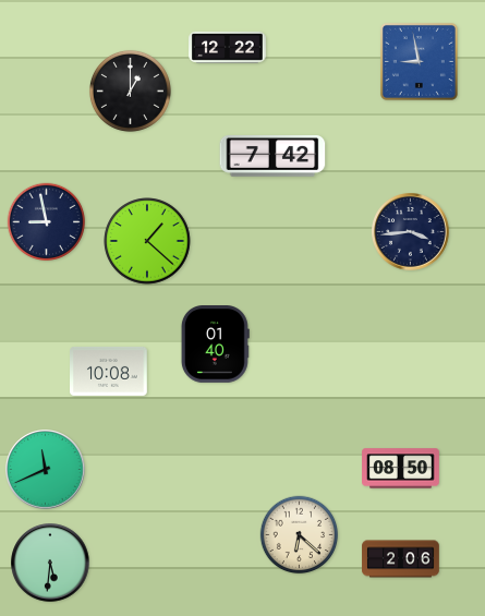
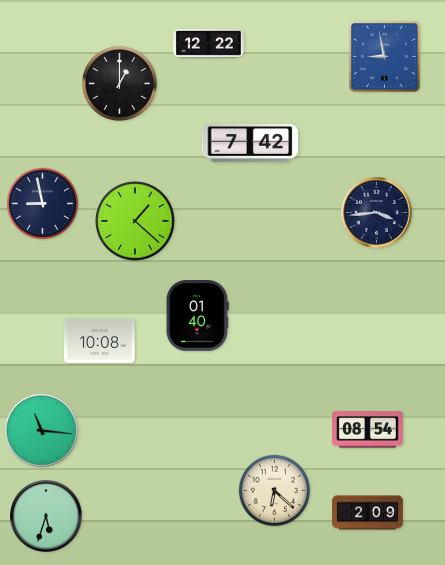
clock at (401, 469): 08:50 -> 08:54
clock at (46, 470): 11:41 -> 11:16
clock at (401, 559): 2:06 -> 2:09
clock at (50, 563): 5:31 -> 5:33
